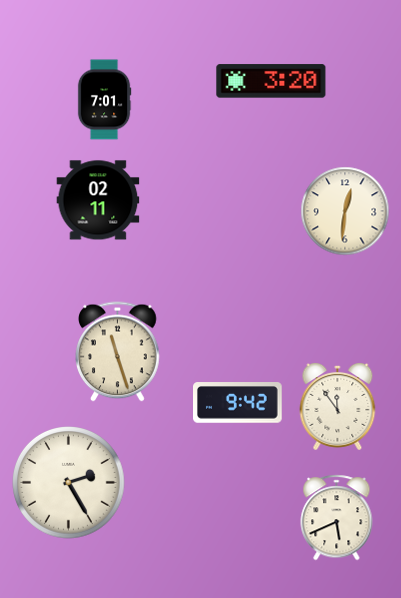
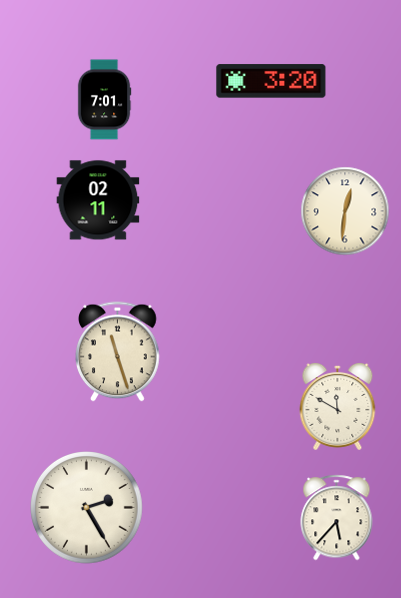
clock at (238, 403): 9:42 -> none
clock at (338, 407): 11:54 -> 11:50
clock at (69, 483) position: (69, 483) -> (87, 508)
clock at (337, 518): 5:41 -> 5:37
